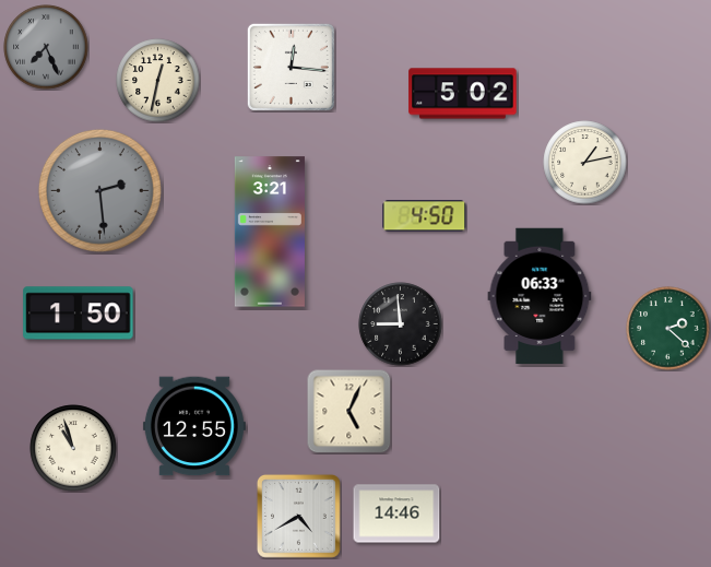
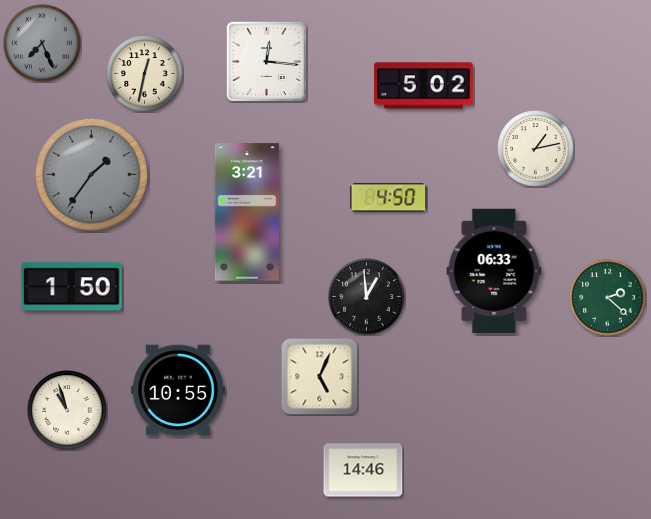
clock at (99, 190): 2:29 -> 1:36
clock at (401, 324): 8:59 -> 12:59
clock at (668, 329) position: (668, 329) -> (608, 298)
clock at (194, 426): 12:55 -> 10:55
clock at (298, 516): 4:40 -> none
